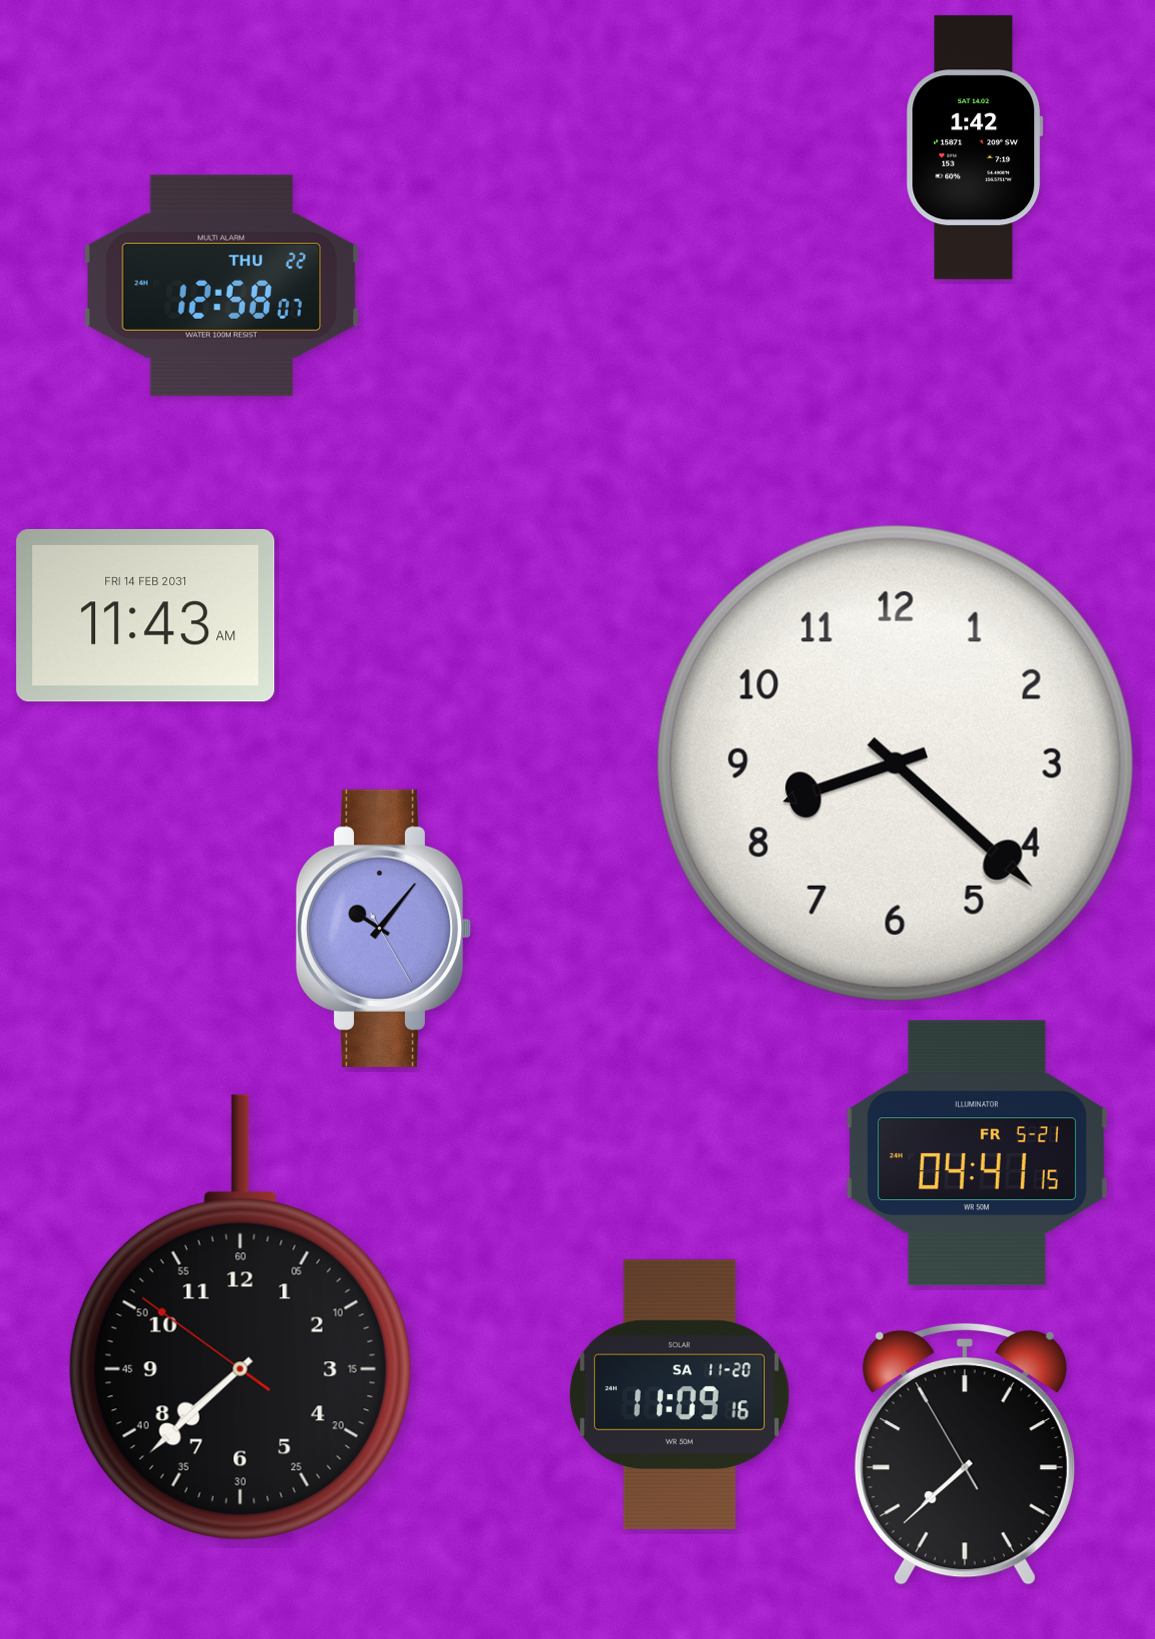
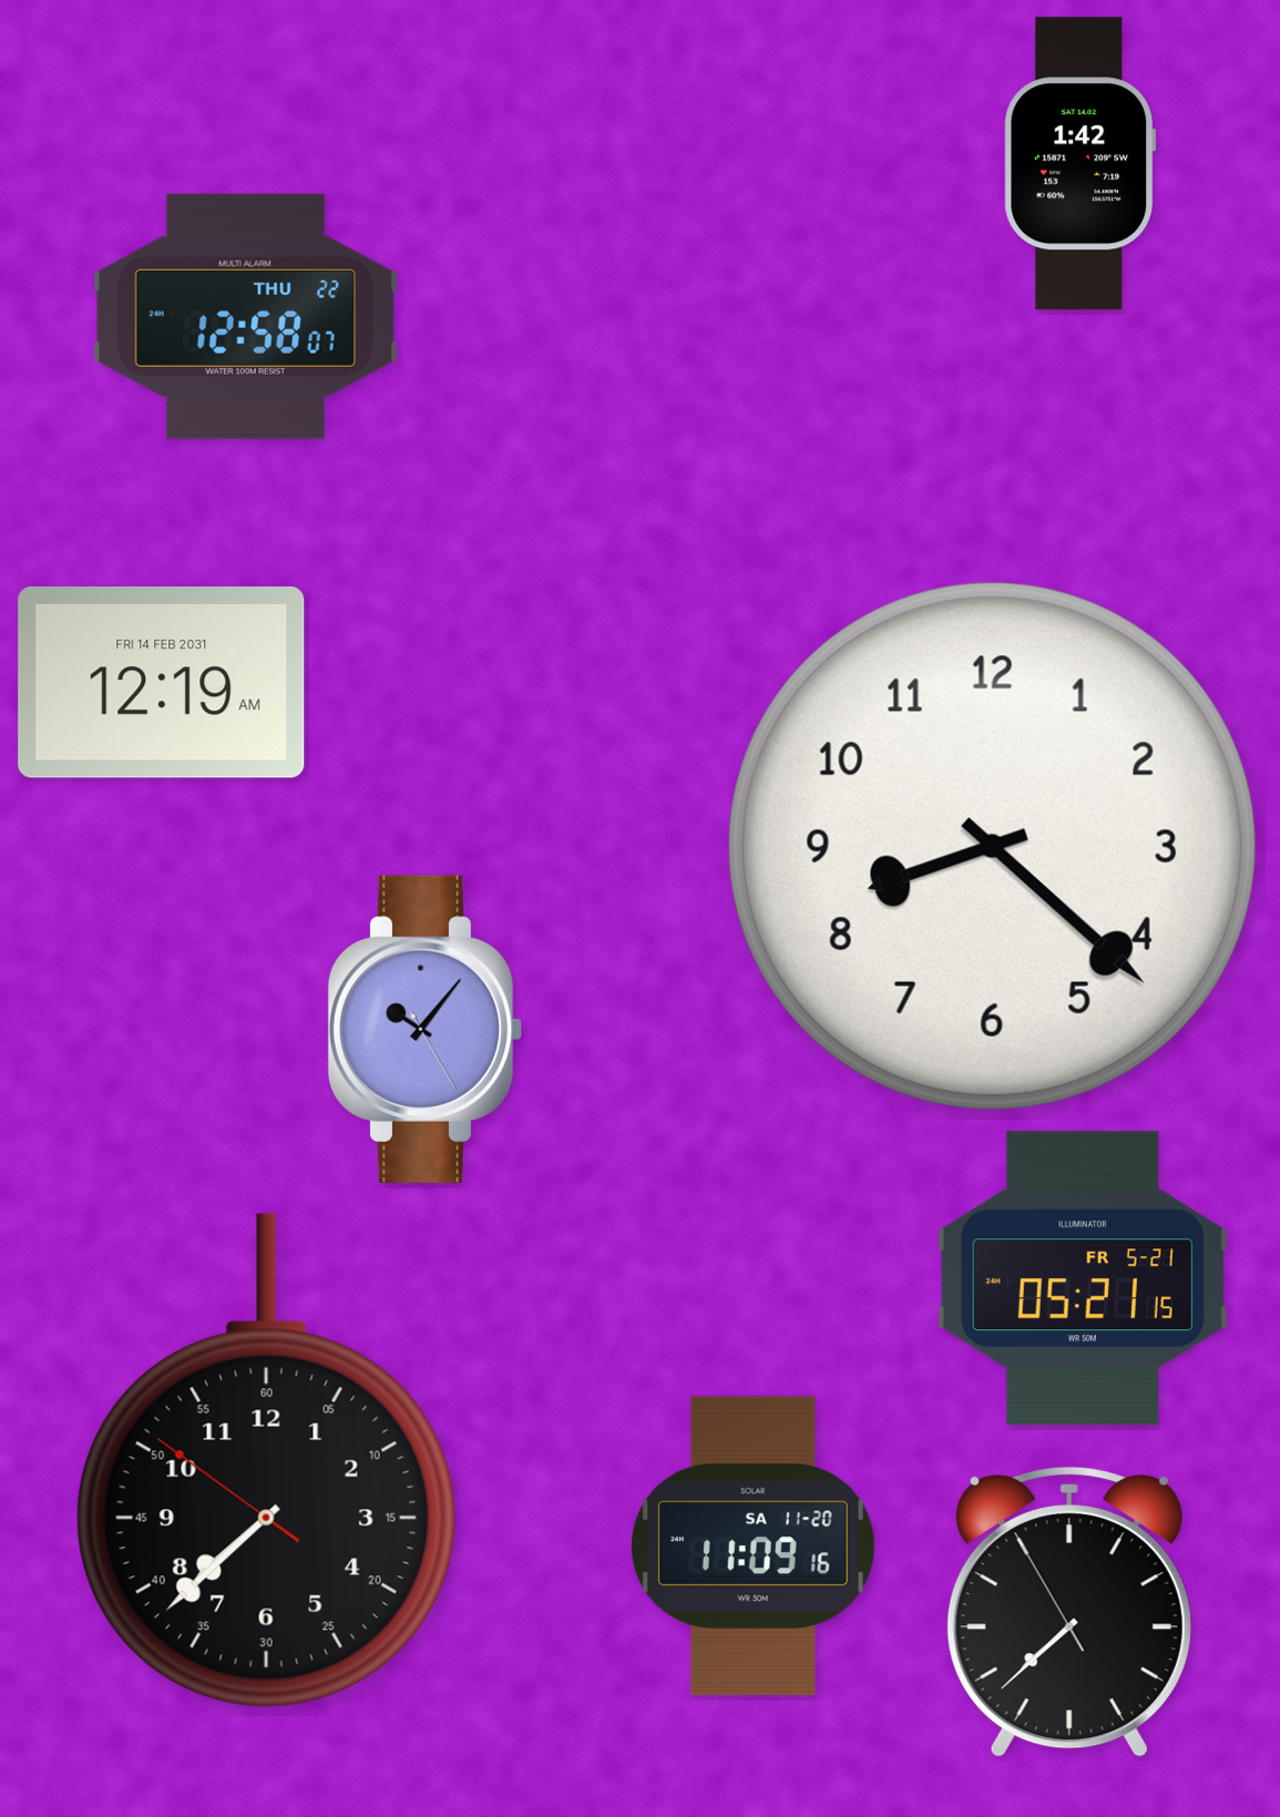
clock at (146, 616): 11:43 -> 12:19
clock at (977, 1153): 04:41 -> 05:21
